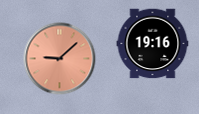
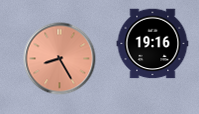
clock at (60, 59): 9:08 -> 8:25
